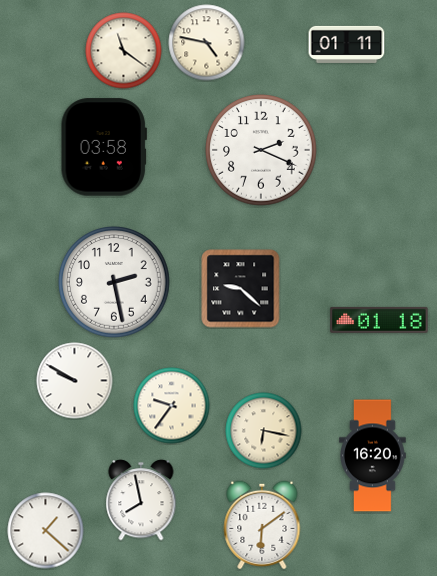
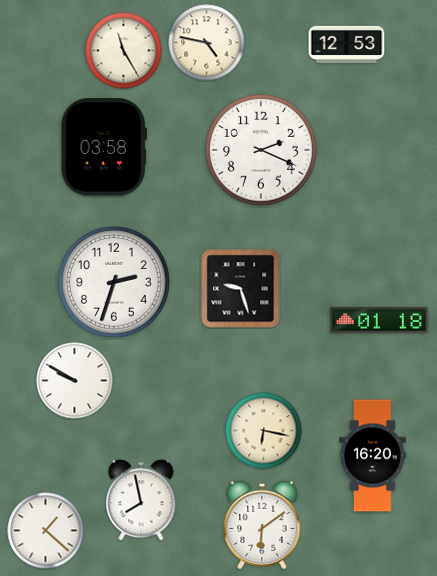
clock at (347, 44): 01:11 -> 12:53
clock at (124, 51): 11:21 -> 11:25
clock at (114, 282): 2:28 -> 2:33
clock at (241, 289): 9:22 -> 9:27
clock at (172, 406): 9:36 -> none
